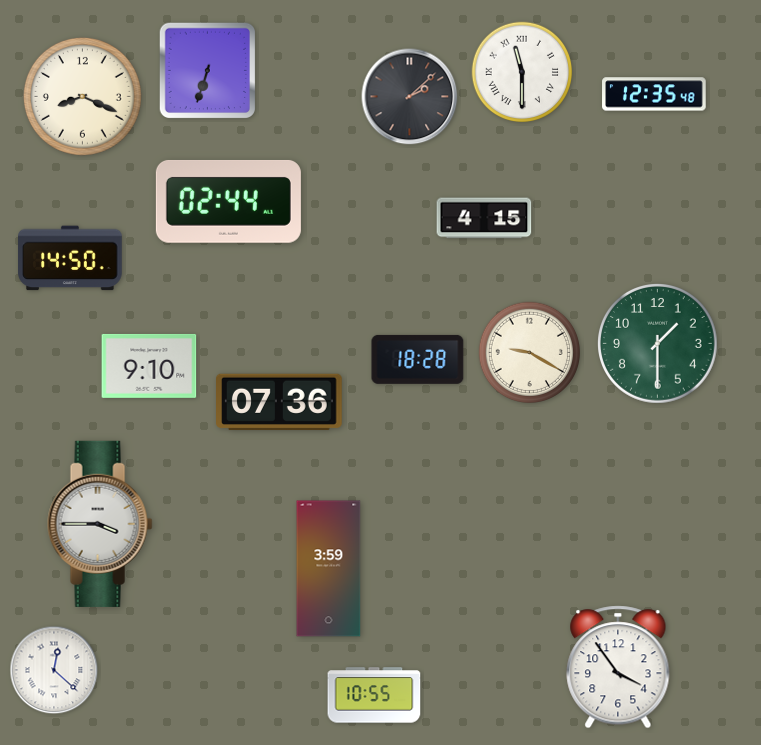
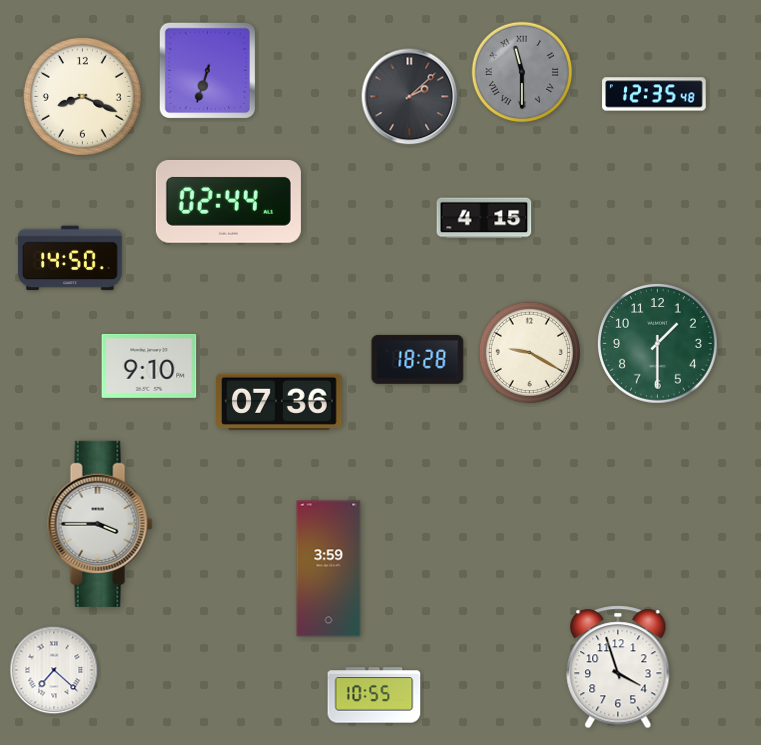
clock at (522, 72) dial: white -> grey
clock at (618, 667): 3:54 -> 3:57
clock at (54, 670): 12:22 -> 7:22
